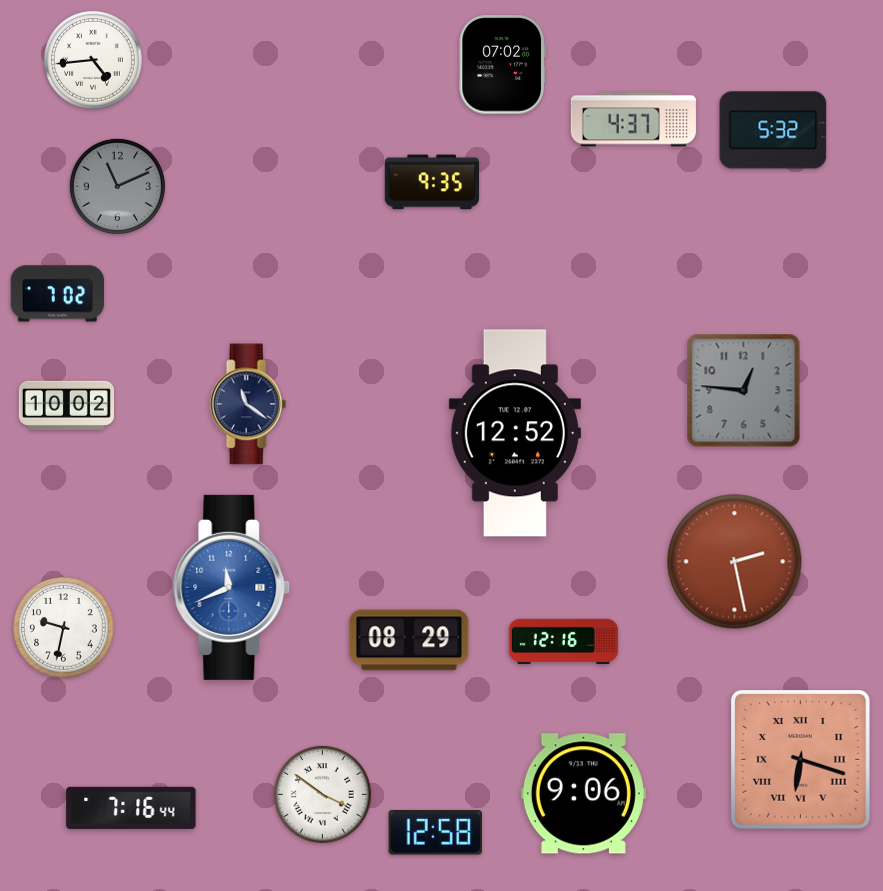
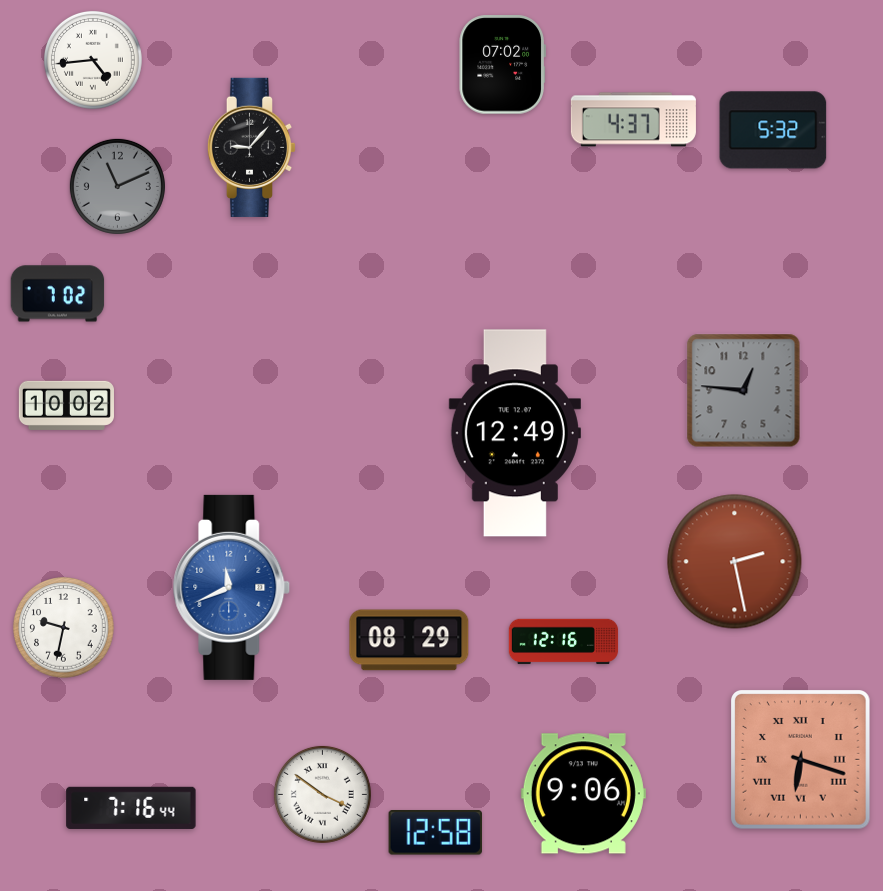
clock at (252, 147): none -> 9:07
clock at (432, 182): 9:35 -> none
clock at (248, 404): 11:21 -> none
clock at (515, 433): 12:52 -> 12:49
